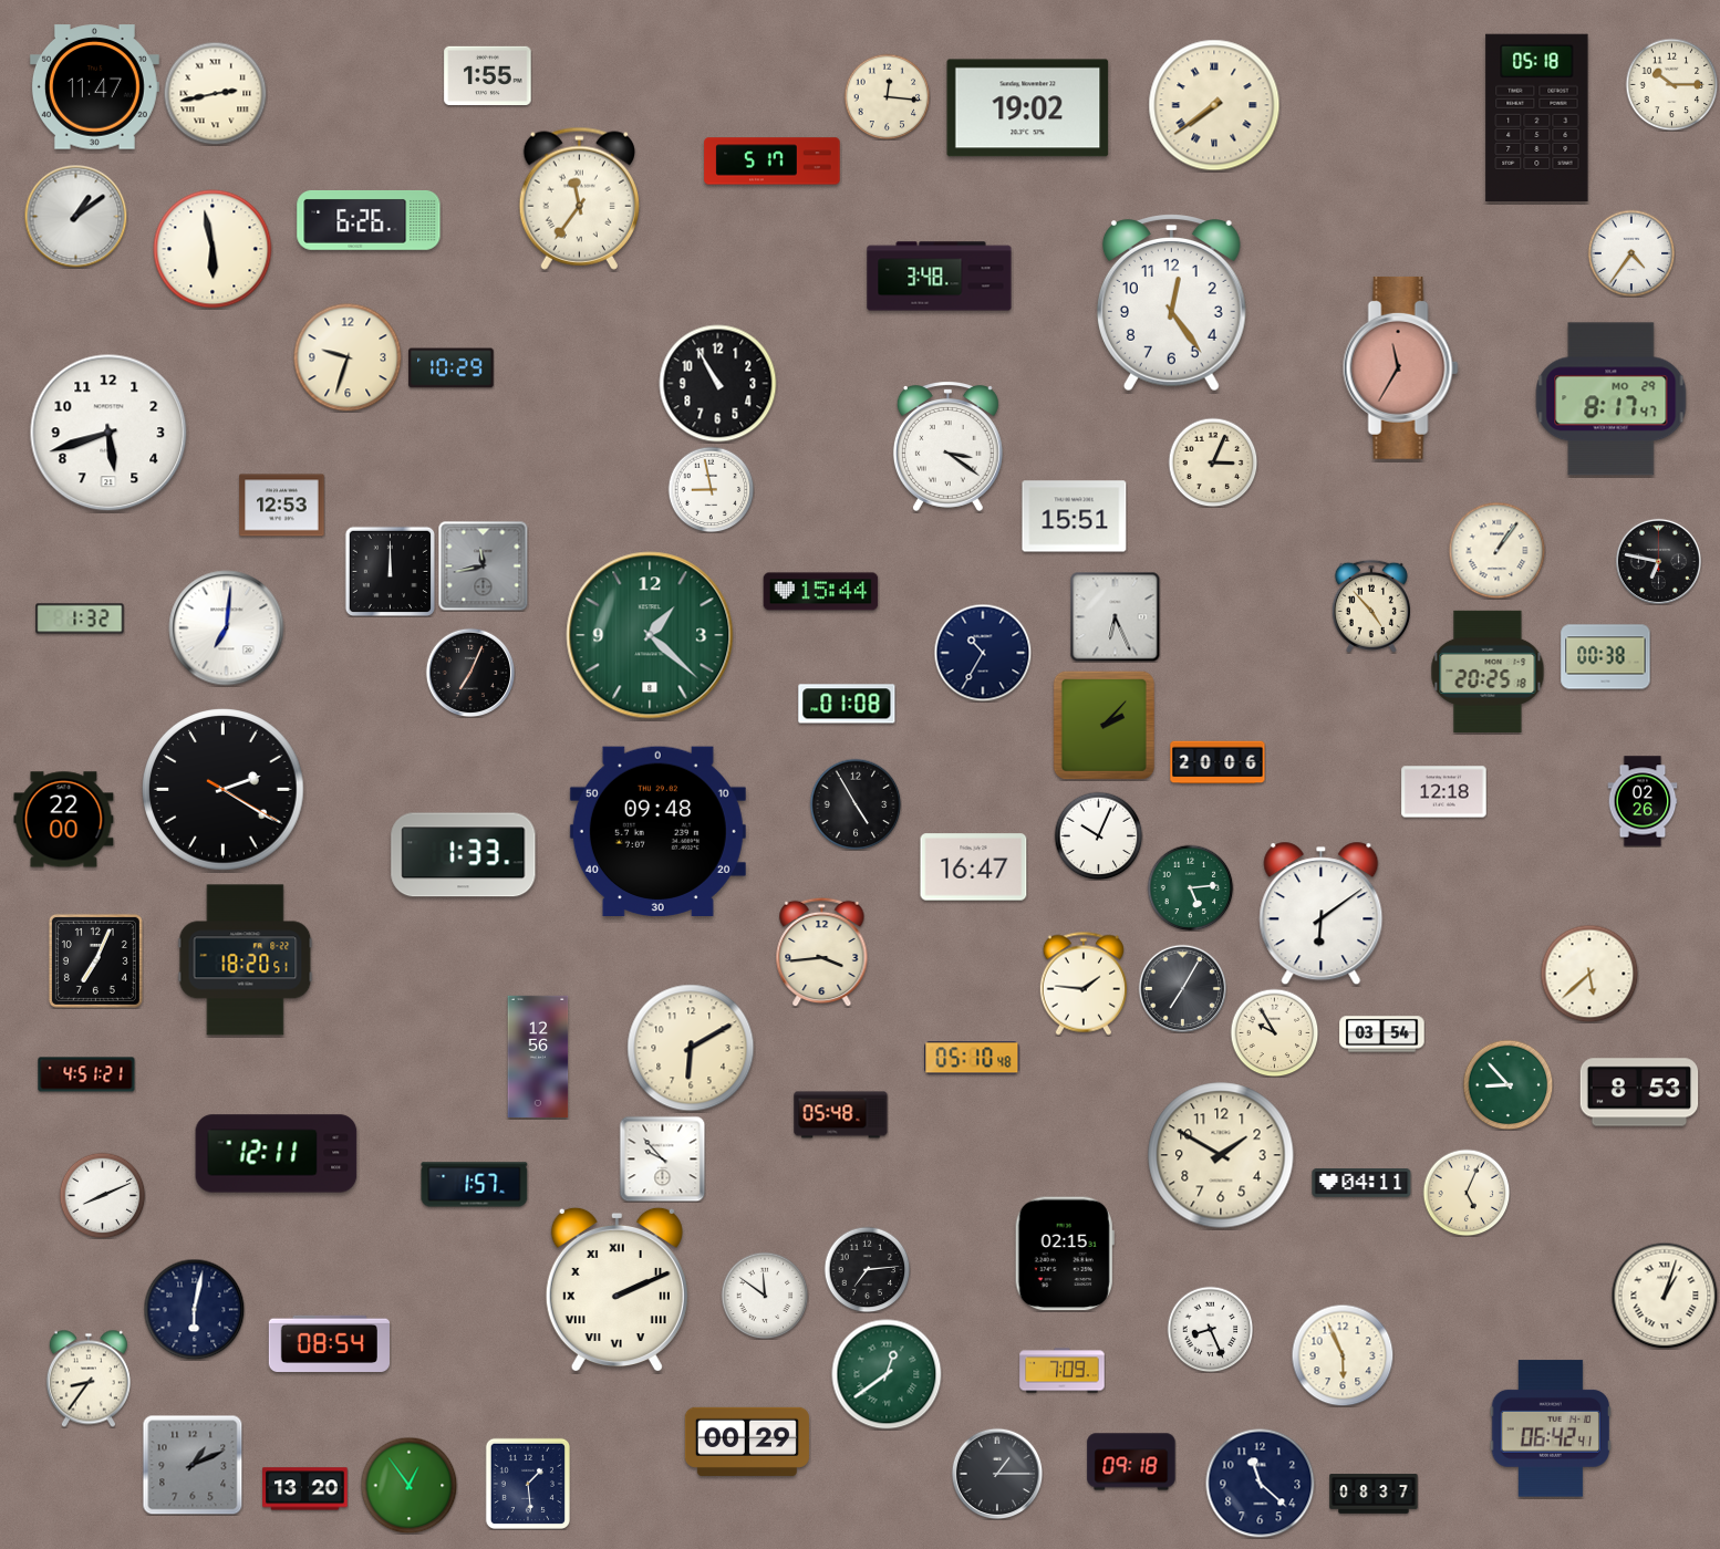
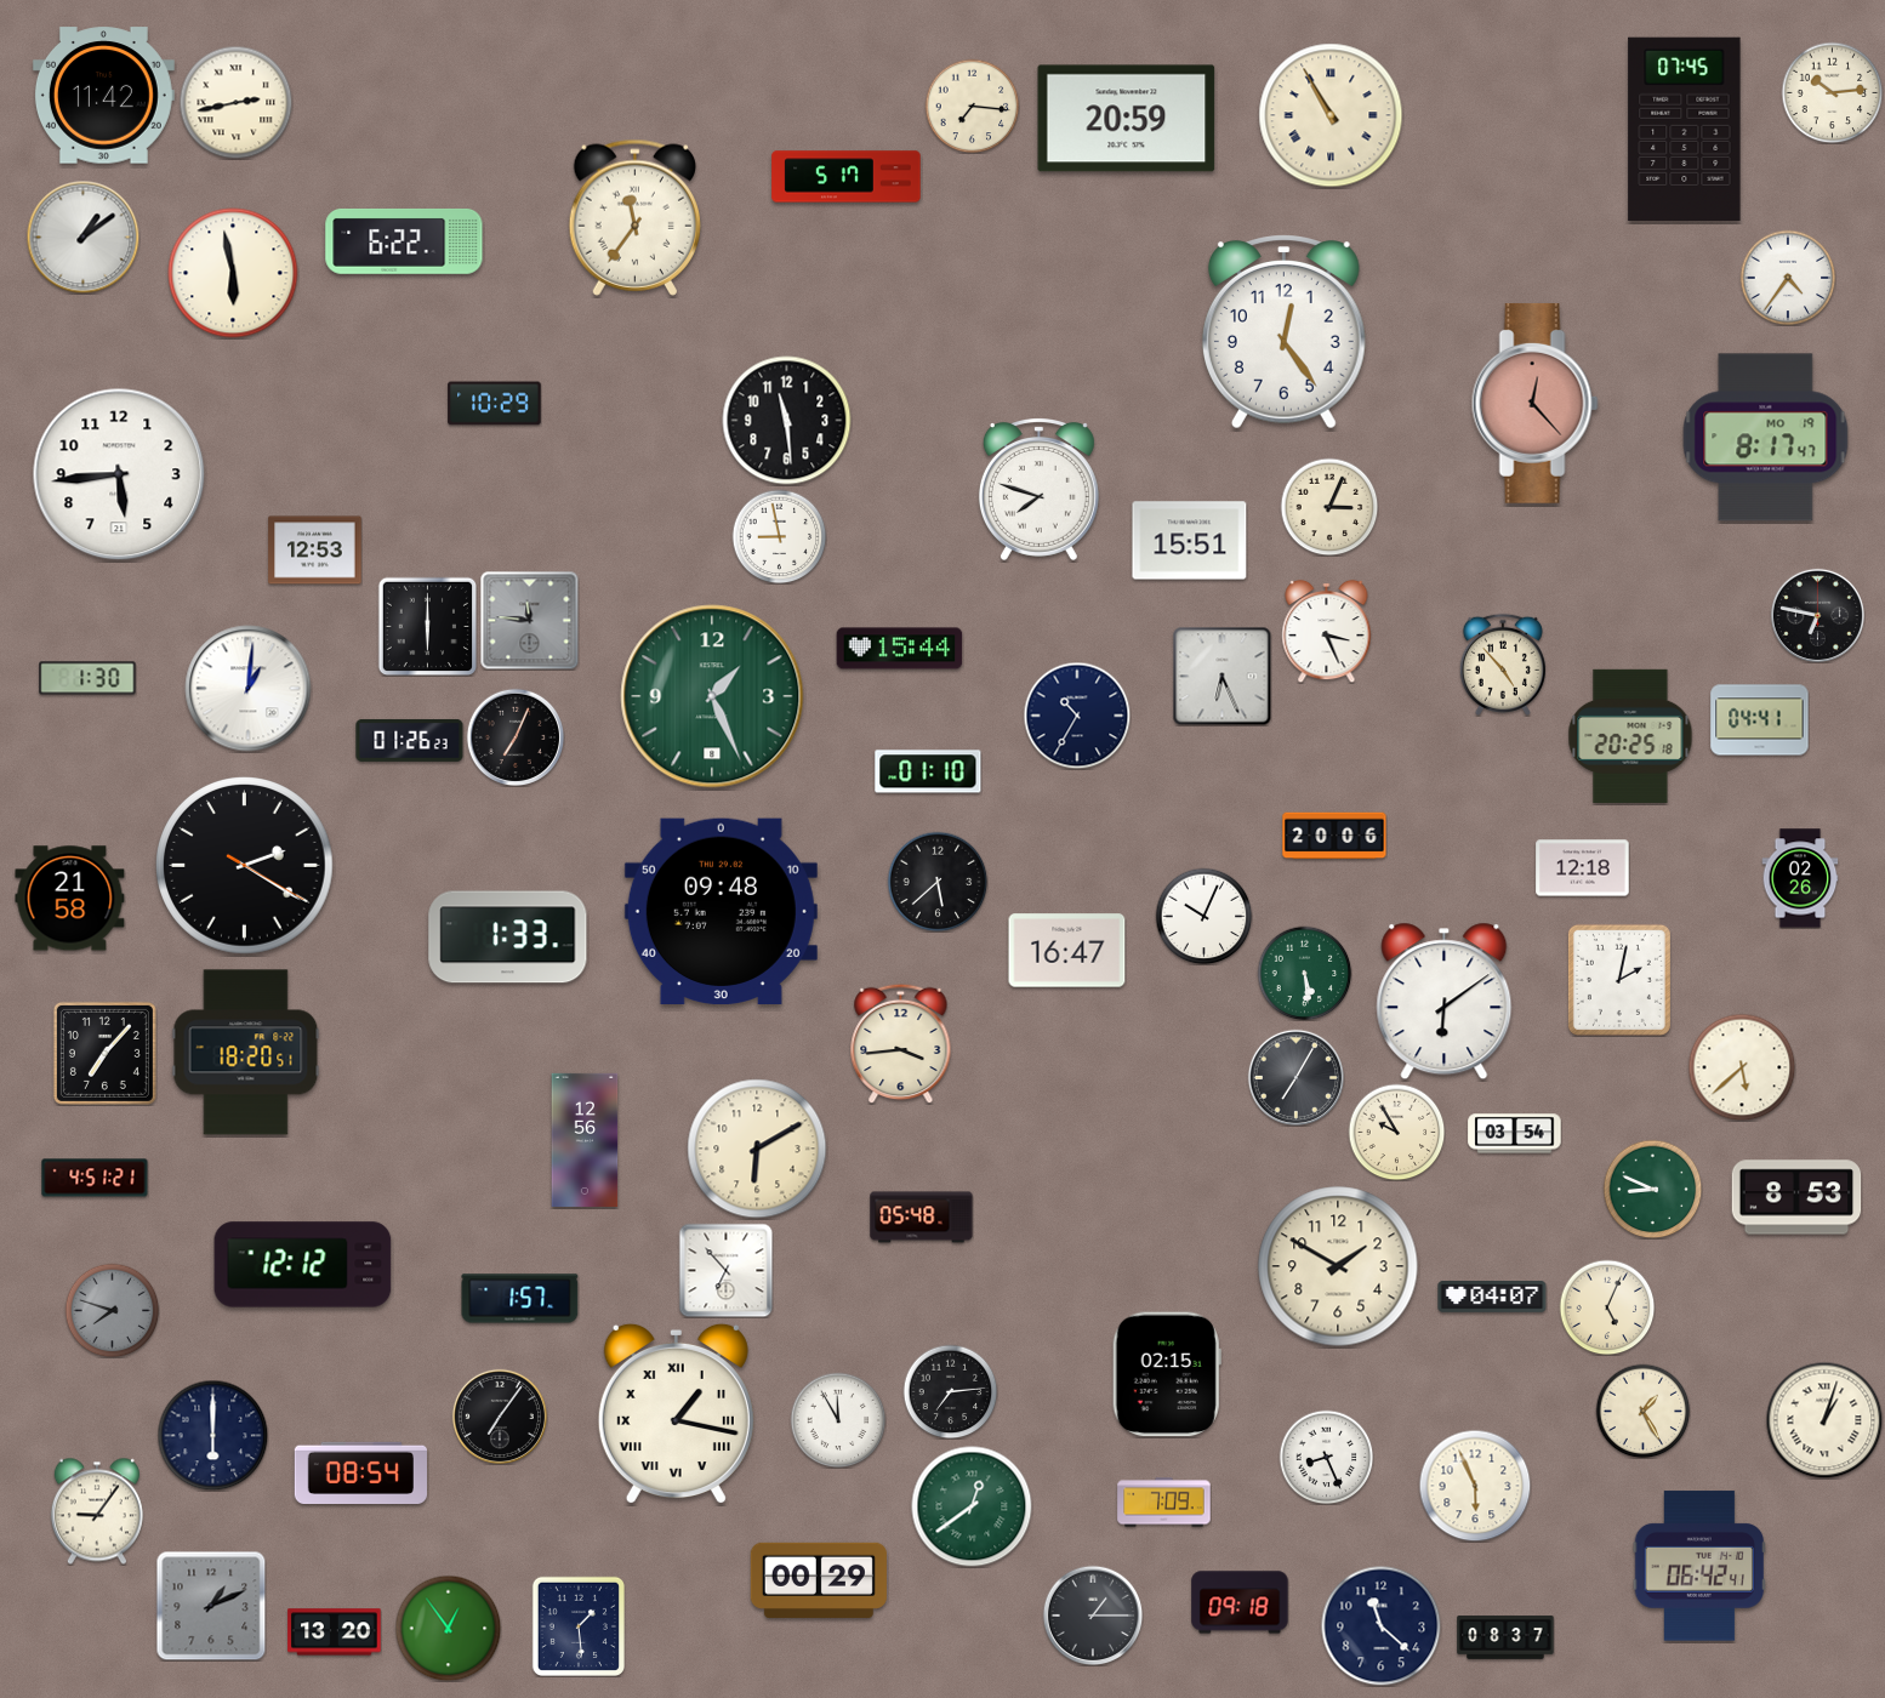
clock at (488, 75): 1:55 -> none
clock at (1671, 84): 10:15 -> 10:14
clock at (94, 87): 11:47 -> 11:42
clock at (887, 96): 12:16 -> 7:16
clock at (1214, 105): 7:39 -> 10:55
clock at (1028, 108): 19:02 -> 20:59
clock at (1537, 118): 05:18 -> 07:45
clock at (369, 220): 6:26 -> 6:22
clock at (940, 277): 3:48 -> none
clock at (348, 357): 9:33 -> none
clock at (1400, 367): 11:35 -> 12:23
clock at (718, 384): 10:55 -> 11:29
clock at (1612, 399) date: MO 29 -> MO 19
clock at (108, 433): 5:42 -> 5:44
clock at (947, 447): 3:21 -> 7:48
clock at (282, 506) position: (282, 506) -> (315, 551)
clock at (1075, 517) position: (1075, 517) -> (1190, 541)
clock at (1496, 550): 1:06 -> none
clock at (483, 565): 11:43 -> 11:46
clock at (390, 571): 12:00 -> 6:00
clock at (1327, 631): none -> 3:26
clock at (80, 618): 1:32 -> 1:30
clock at (227, 628): 7:01 -> 1:01
clock at (650, 635): 1:22 -> 1:26
clock at (1606, 657): 00:38 -> 04:41
clock at (410, 740): none -> 01:26
clock at (847, 704): 01:08 -> 01:10
clock at (1104, 725): 2:07 -> none
clock at (856, 804): 4:55 -> 5:38
clock at (64, 820): 22:00 -> 21:58
clock at (1190, 887): 5:14 -> 5:29
clock at (1619, 980): none -> 2:02
clock at (1322, 914) position: (1322, 914) -> (1445, 1002)
clock at (95, 960): 7:04 -> 7:07
clock at (246, 960) position: (246, 960) -> (246, 1053)
clock at (1082, 984): 1:46 -> none
clock at (1182, 988) position: (1182, 988) -> (1295, 1077)
clock at (538, 1057) position: (538, 1057) -> (585, 1140)
clock at (972, 1058): 05:10 -> none
clock at (1507, 1084): 8:53 -> 8:49
clock at (841, 1115) position: (841, 1115) -> (922, 1218)
clock at (277, 1154): 12:11 -> 12:12
clock at (662, 1158): 9:53 -> 6:53
clock at (1361, 1184): 04:11 -> 04:07
clock at (102, 1195): 8:11 -> 7:48
clock at (102, 1195) dial: white -> grey
clock at (1642, 1411): none -> 1:25
clock at (616, 1290): 2:11 -> 1:17
clock at (499, 1415): none -> 7:06
clock at (765, 1296): 11:51 -> 11:55
clock at (194, 1309): 6:02 -> 6:00
clock at (1343, 1355) position: (1343, 1355) -> (1475, 1486)
clock at (89, 1379): 8:36 -> 9:06
